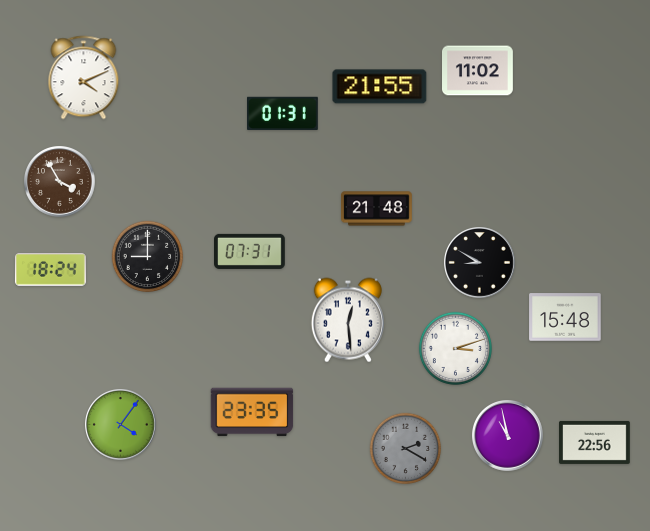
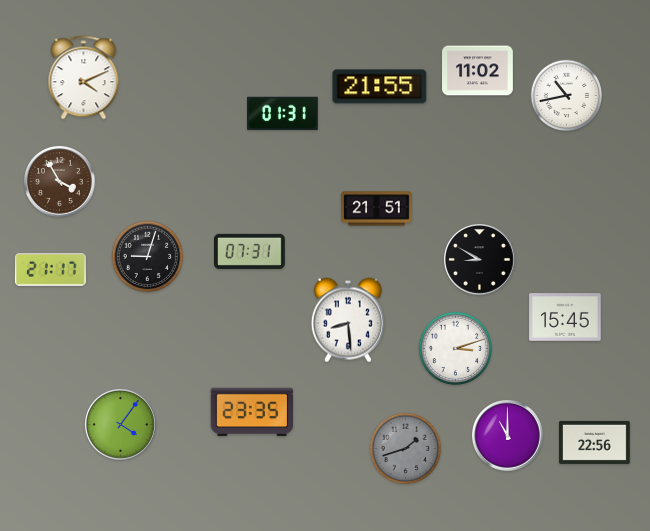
clock at (567, 96): none -> 10:43
clock at (377, 209): 21:48 -> 21:51
clock at (148, 257): 9:00 -> 9:03
clock at (480, 263) position: (480, 263) -> (480, 260)
clock at (50, 270): 18:24 -> 21:17
clock at (565, 317): 15:48 -> 15:45
clock at (348, 320): 12:29 -> 8:29
clock at (508, 436): 10:58 -> 11:00
clock at (406, 449): 2:20 -> 1:42
